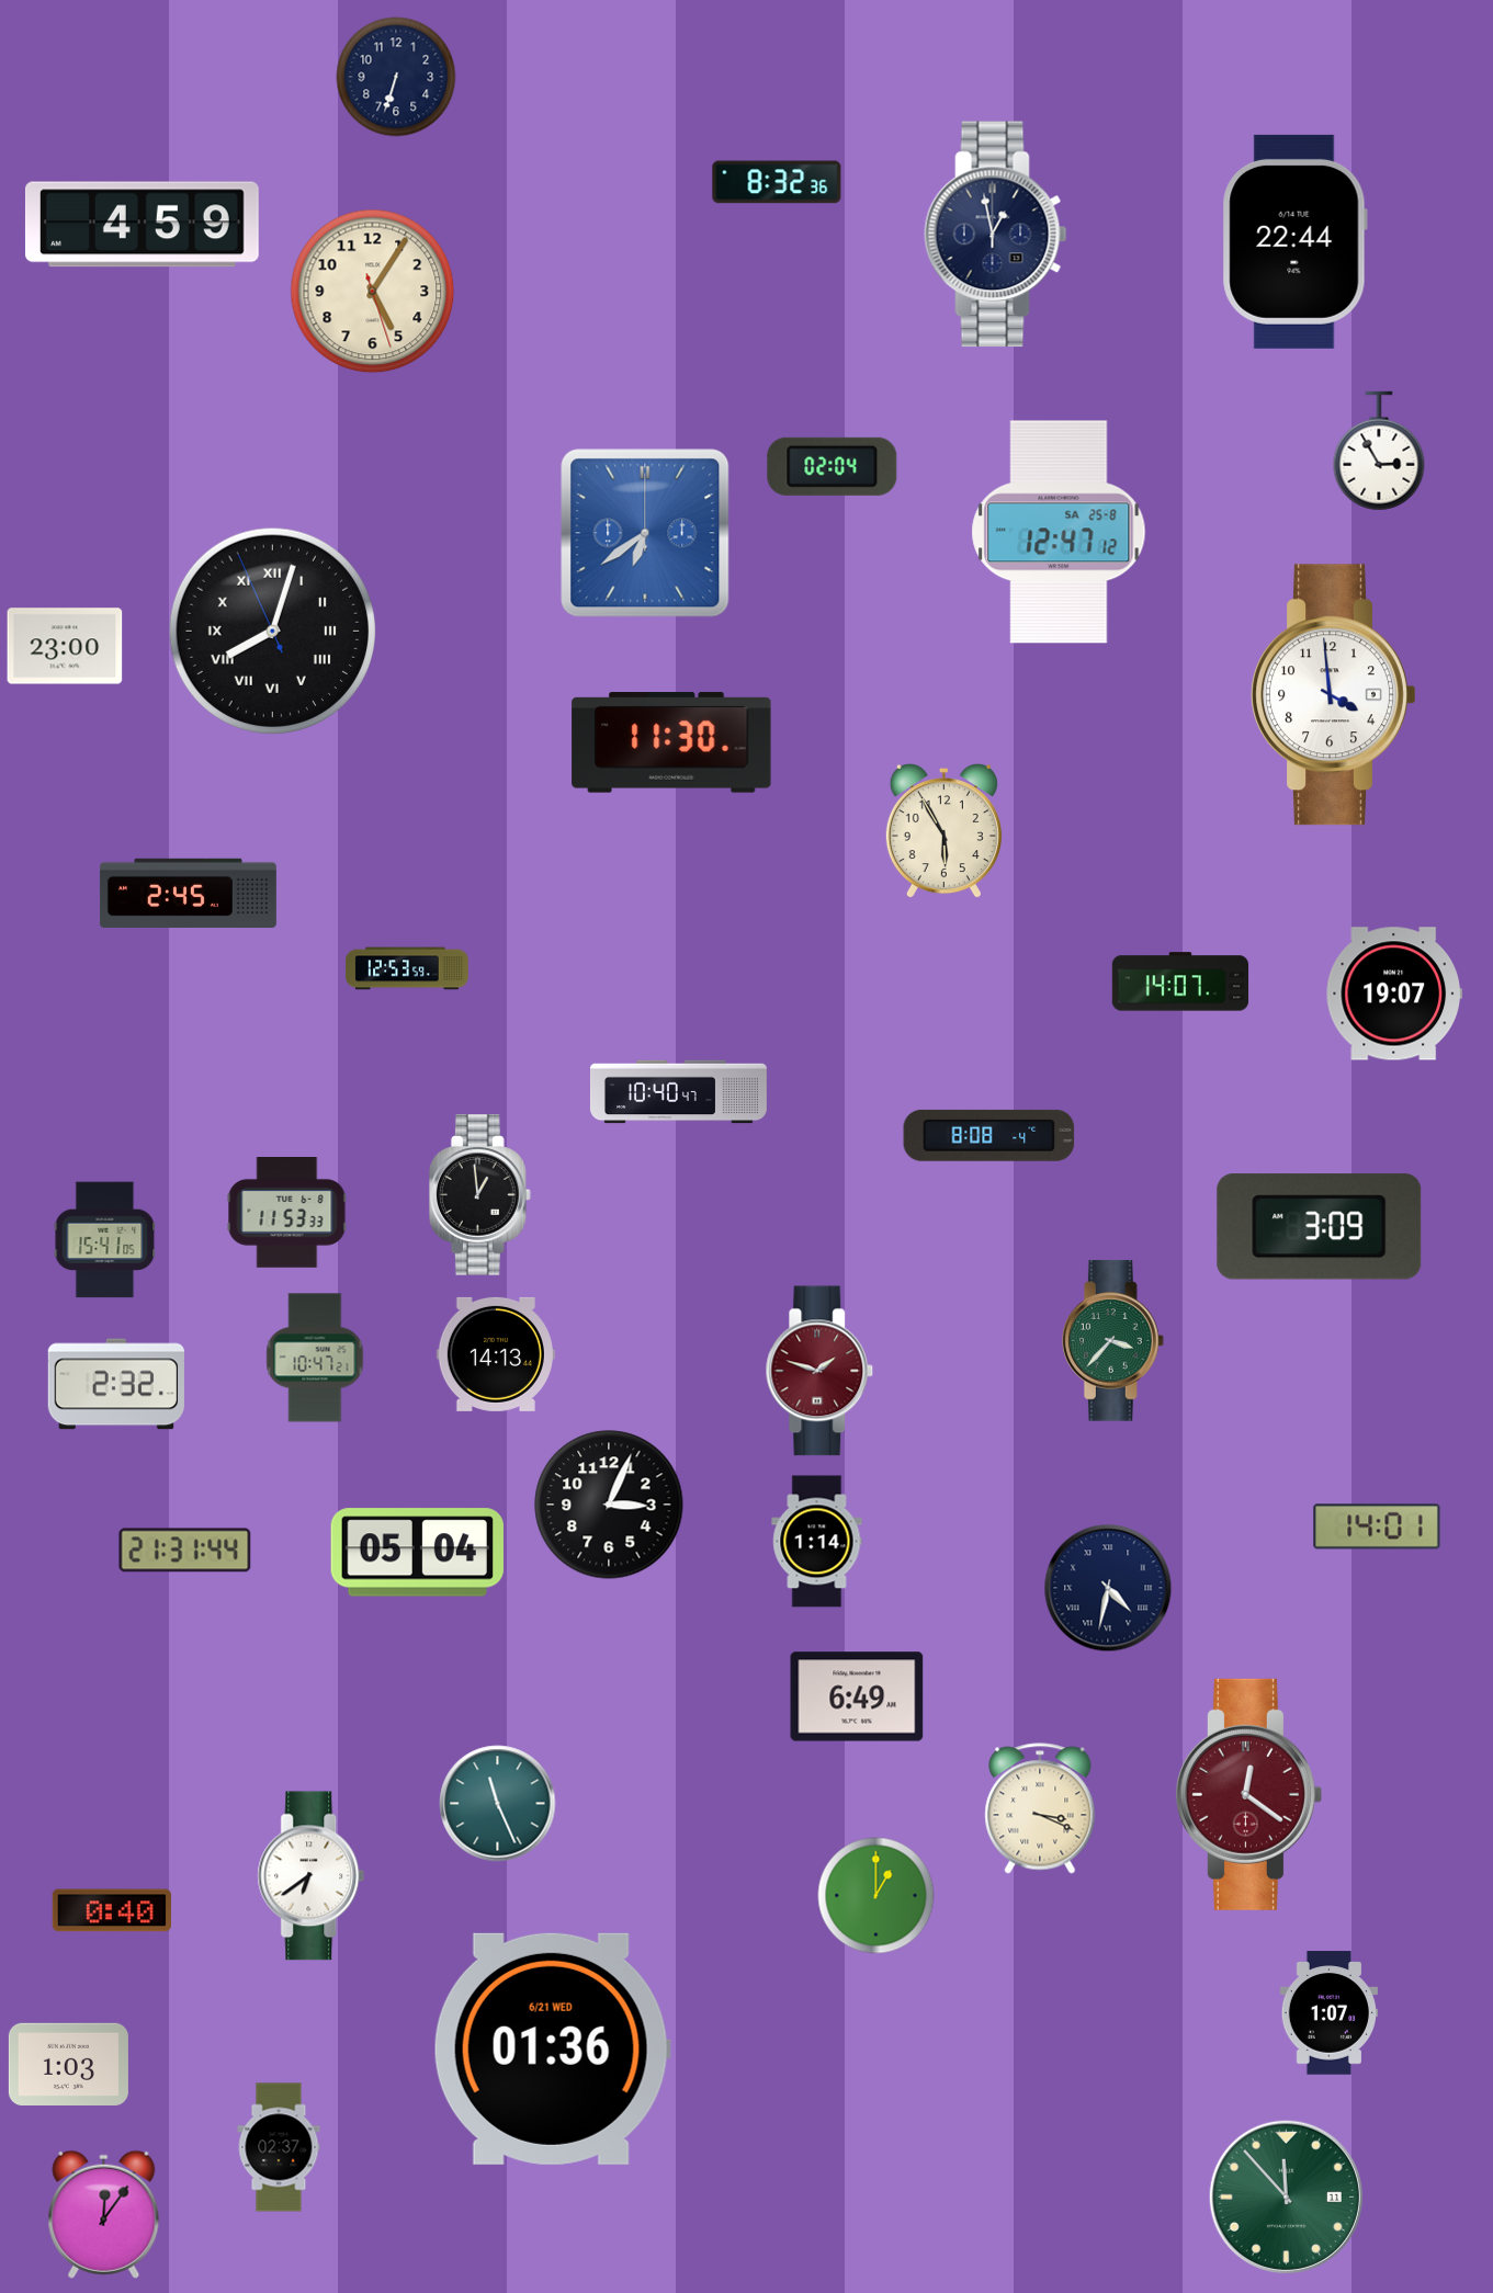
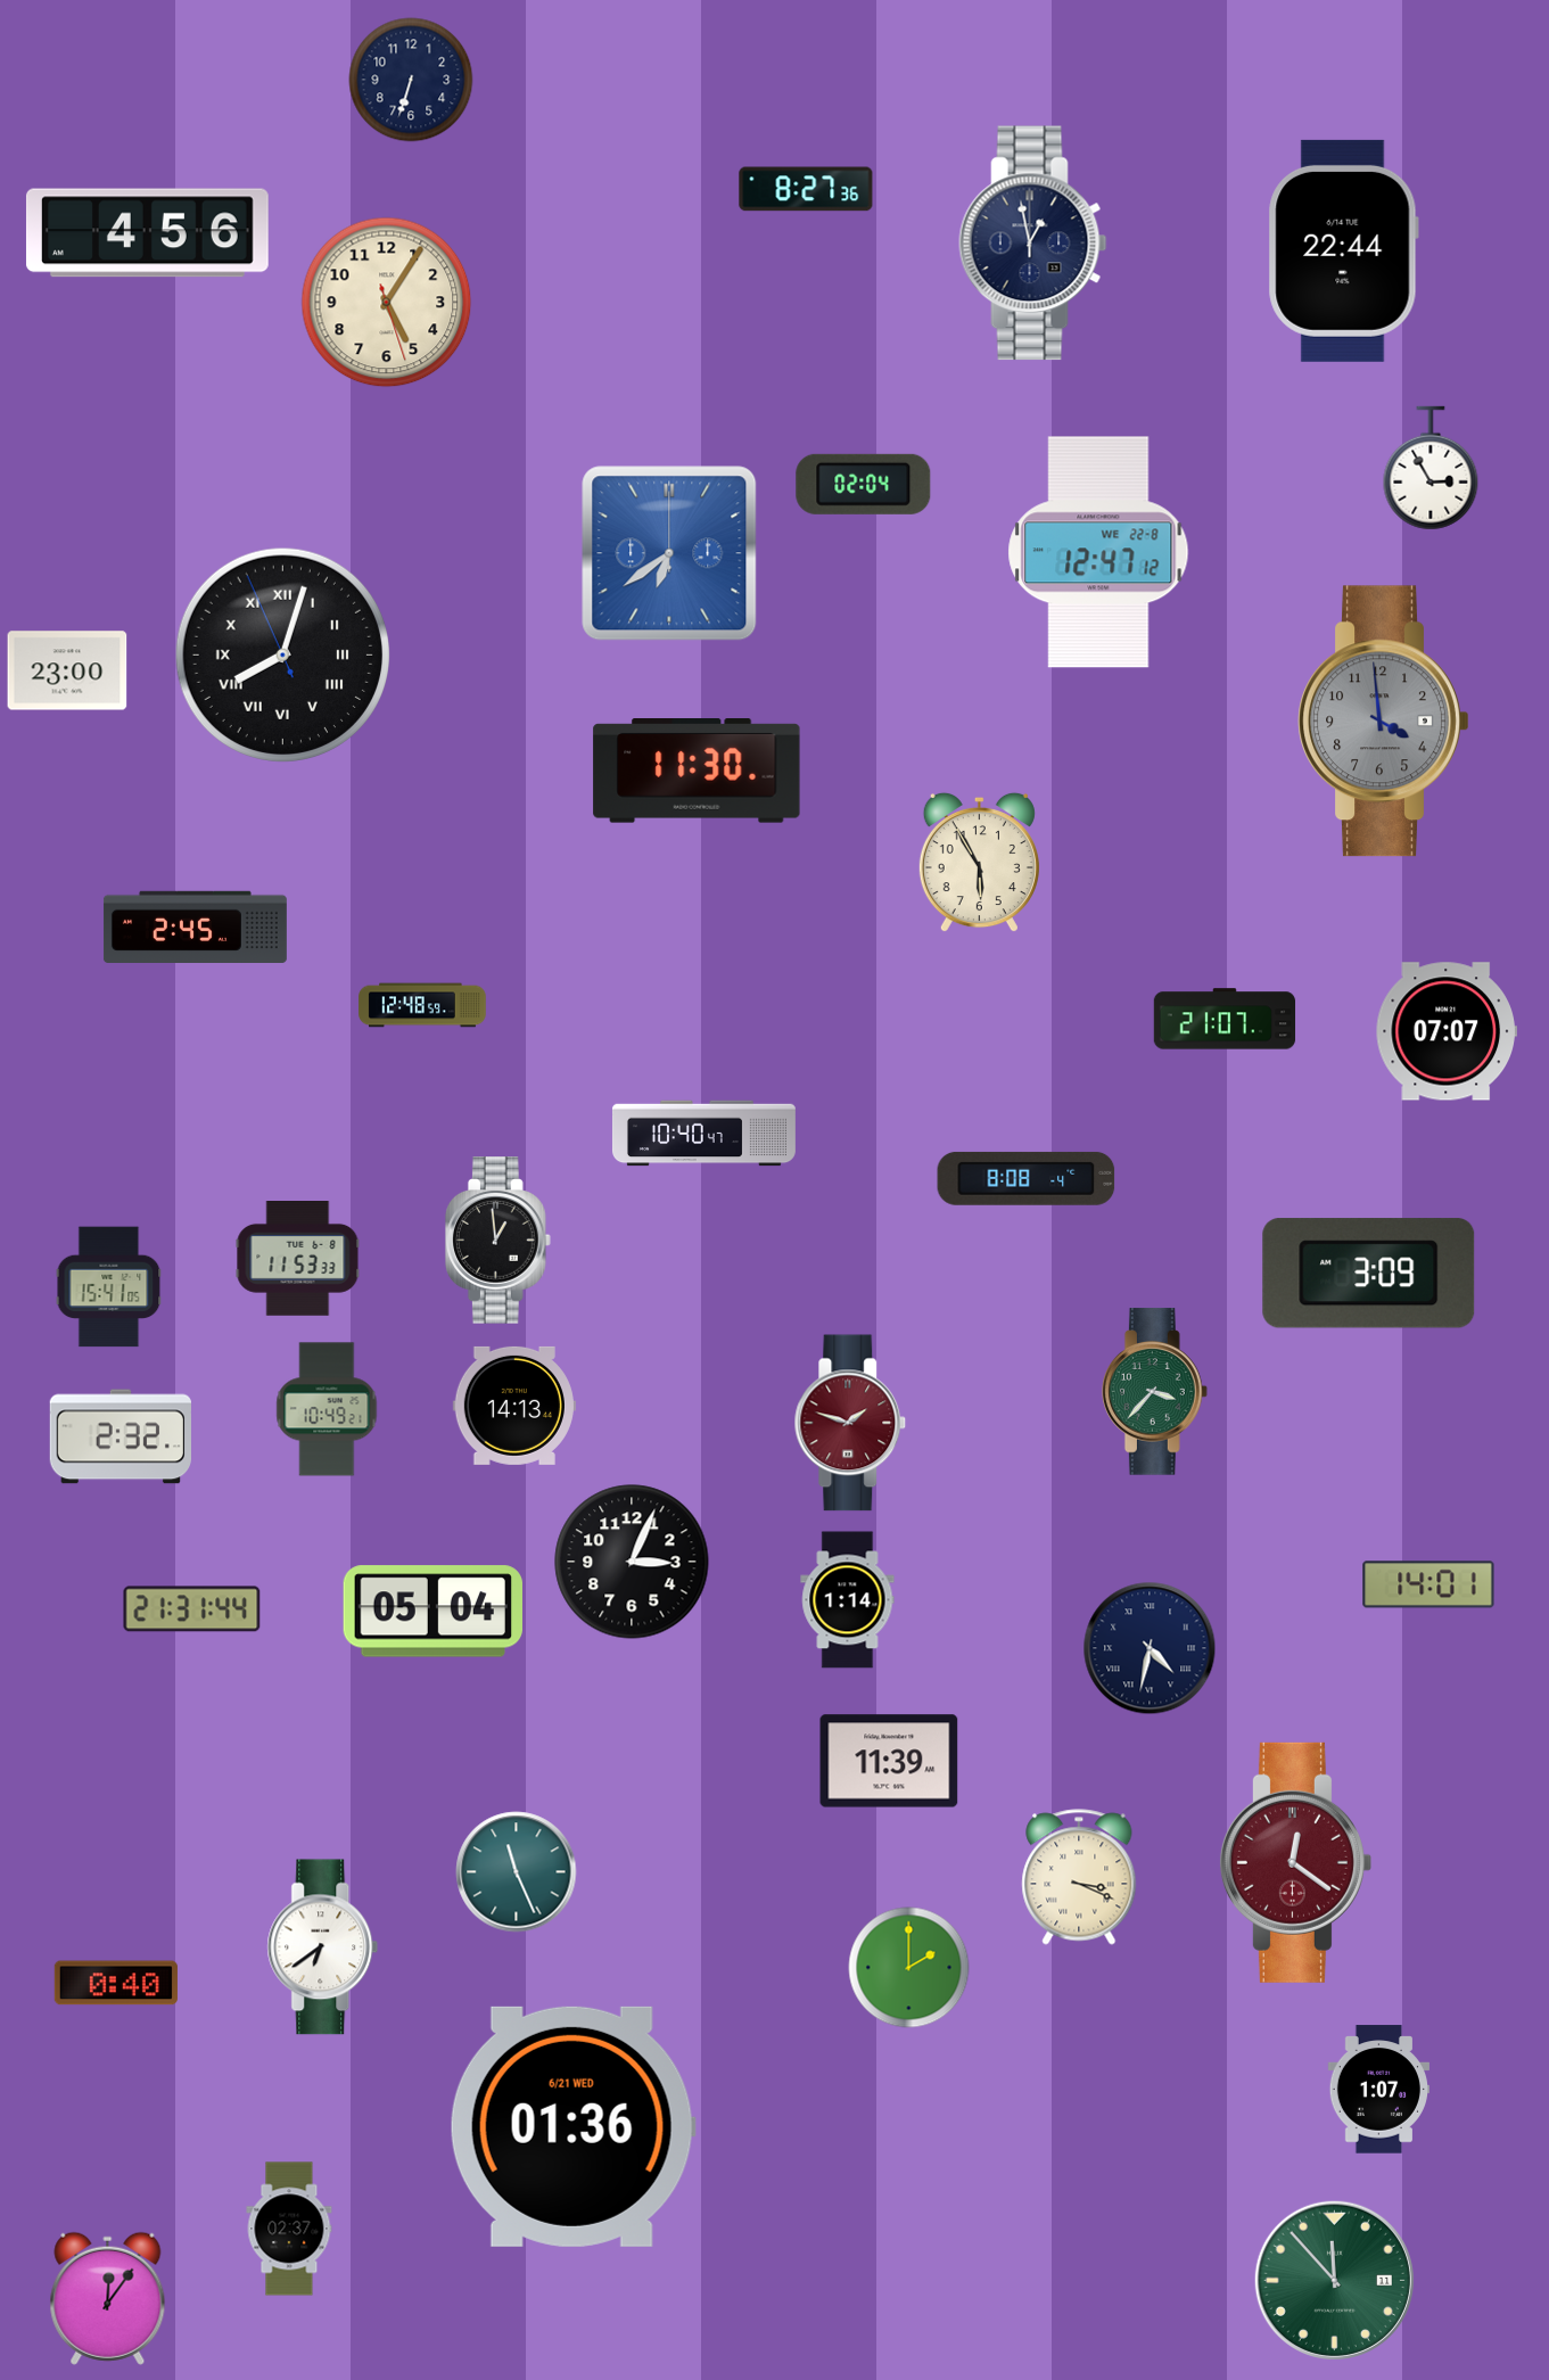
clock at (777, 182): 8:32 -> 8:27
clock at (142, 225): 4:59 -> 4:56
clock at (1059, 532) date: SA 25-8 -> WE 22-8
clock at (1334, 695) dial: white -> grey
clock at (407, 968): 12:53 -> 12:48
clock at (1180, 981): 14:07 -> 21:07
clock at (1394, 994): 19:07 -> 07:07
clock at (315, 1358): 10:47 -> 10:49
clock at (857, 1696): 6:49 -> 11:39
clock at (876, 1896): 1:00 -> 2:00
clock at (68, 2064): 1:03 -> none
